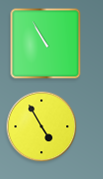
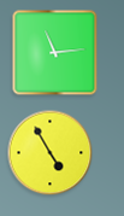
clock at (46, 44): 10:55 -> 11:14
